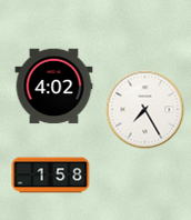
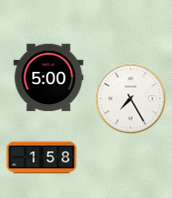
clock at (54, 87): 4:02 -> 5:00
clock at (51, 176) position: (51, 176) -> (42, 158)
